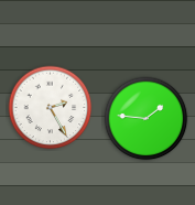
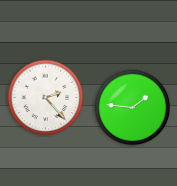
clock at (51, 108): 2:25 -> 2:23
